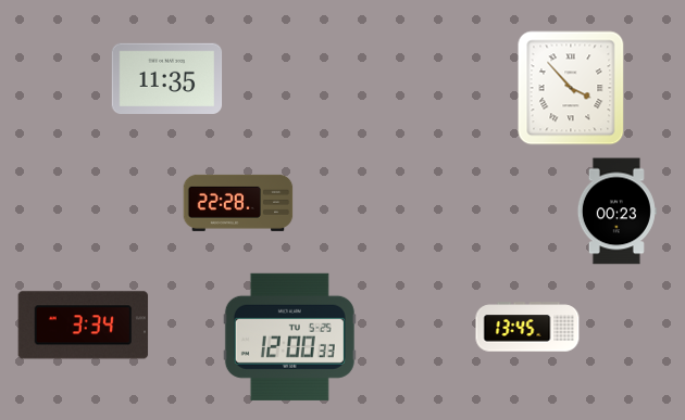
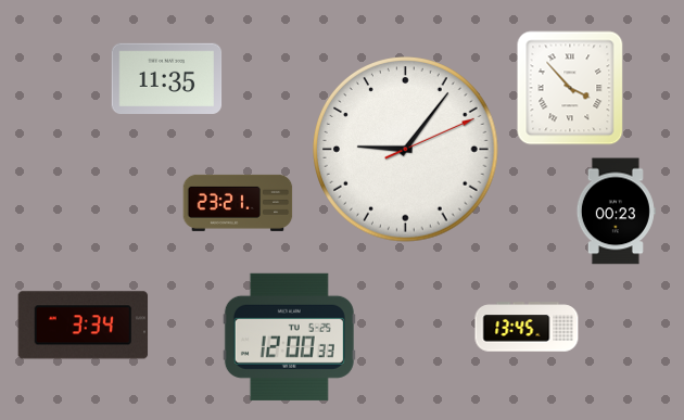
clock at (406, 150): none -> 9:06
clock at (238, 203): 22:28 -> 23:21
